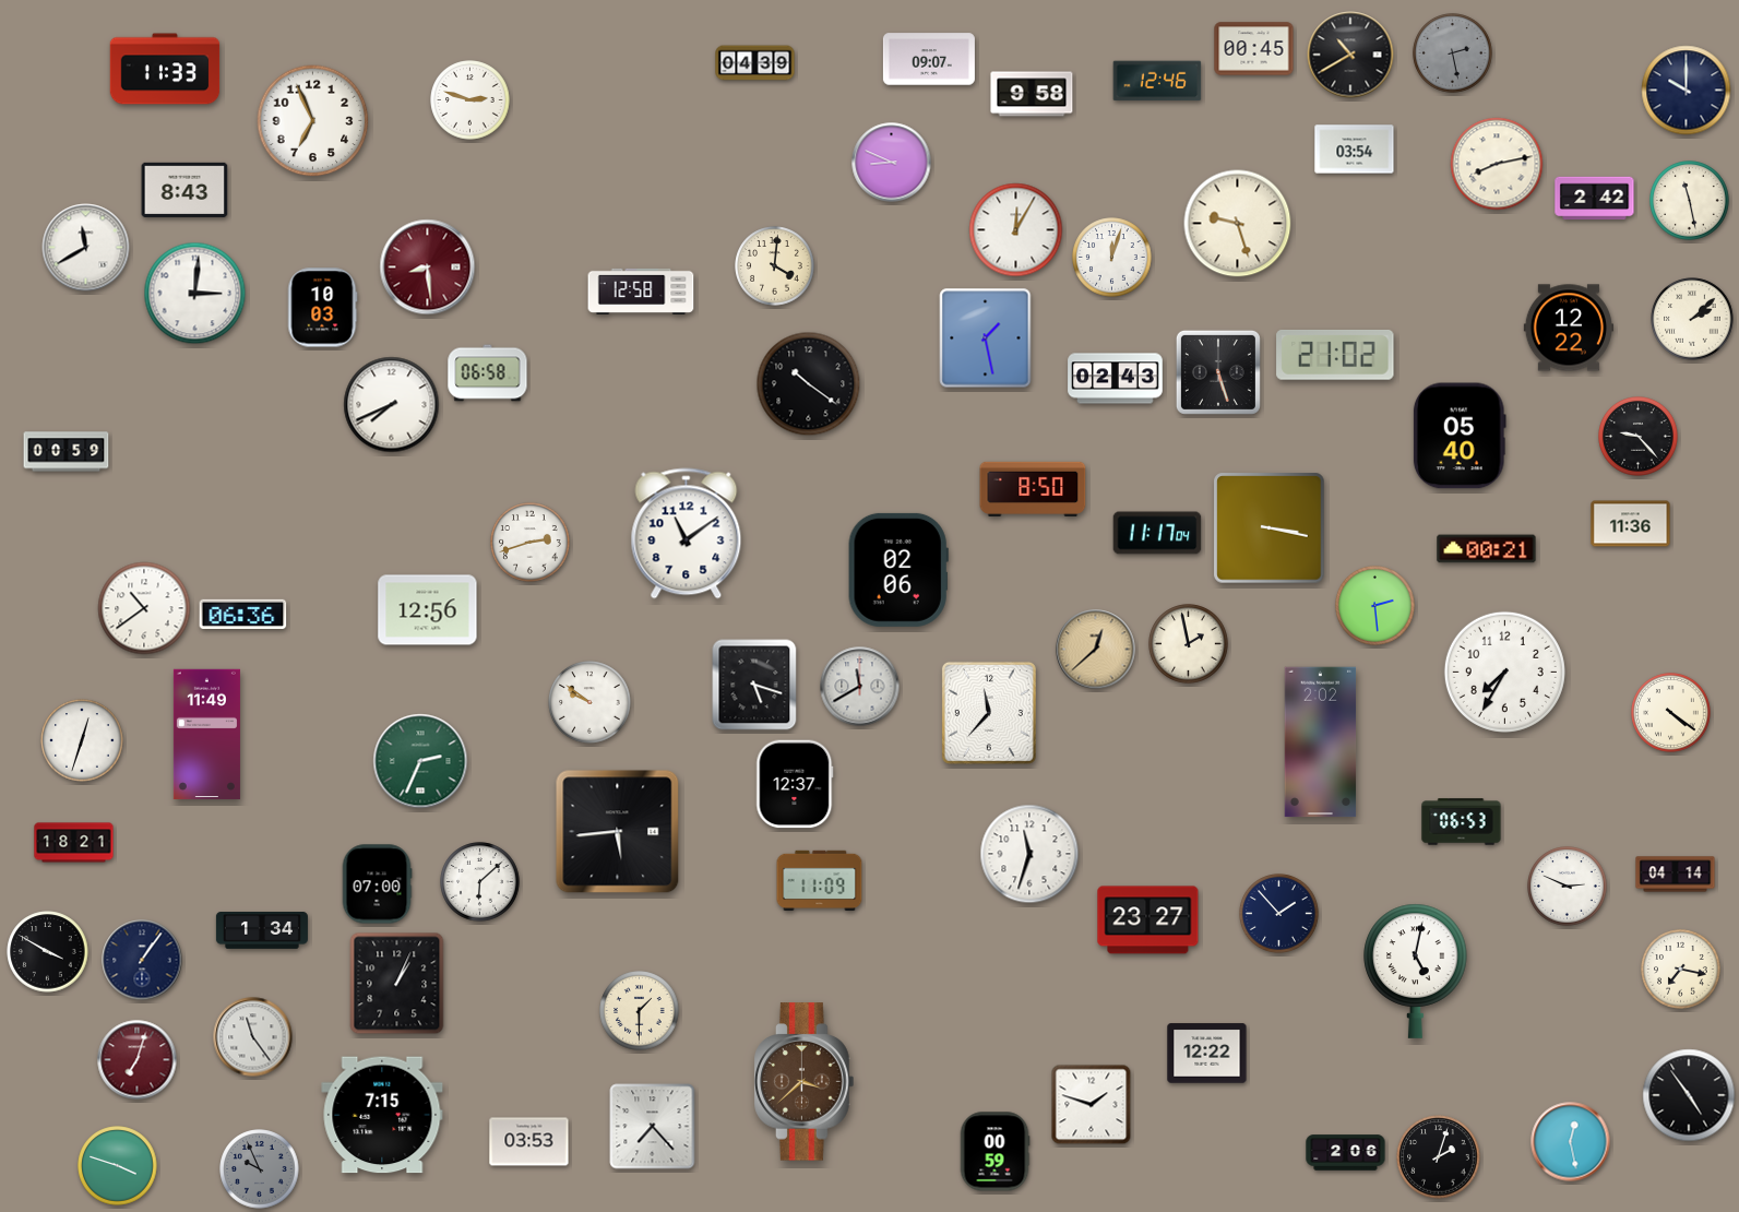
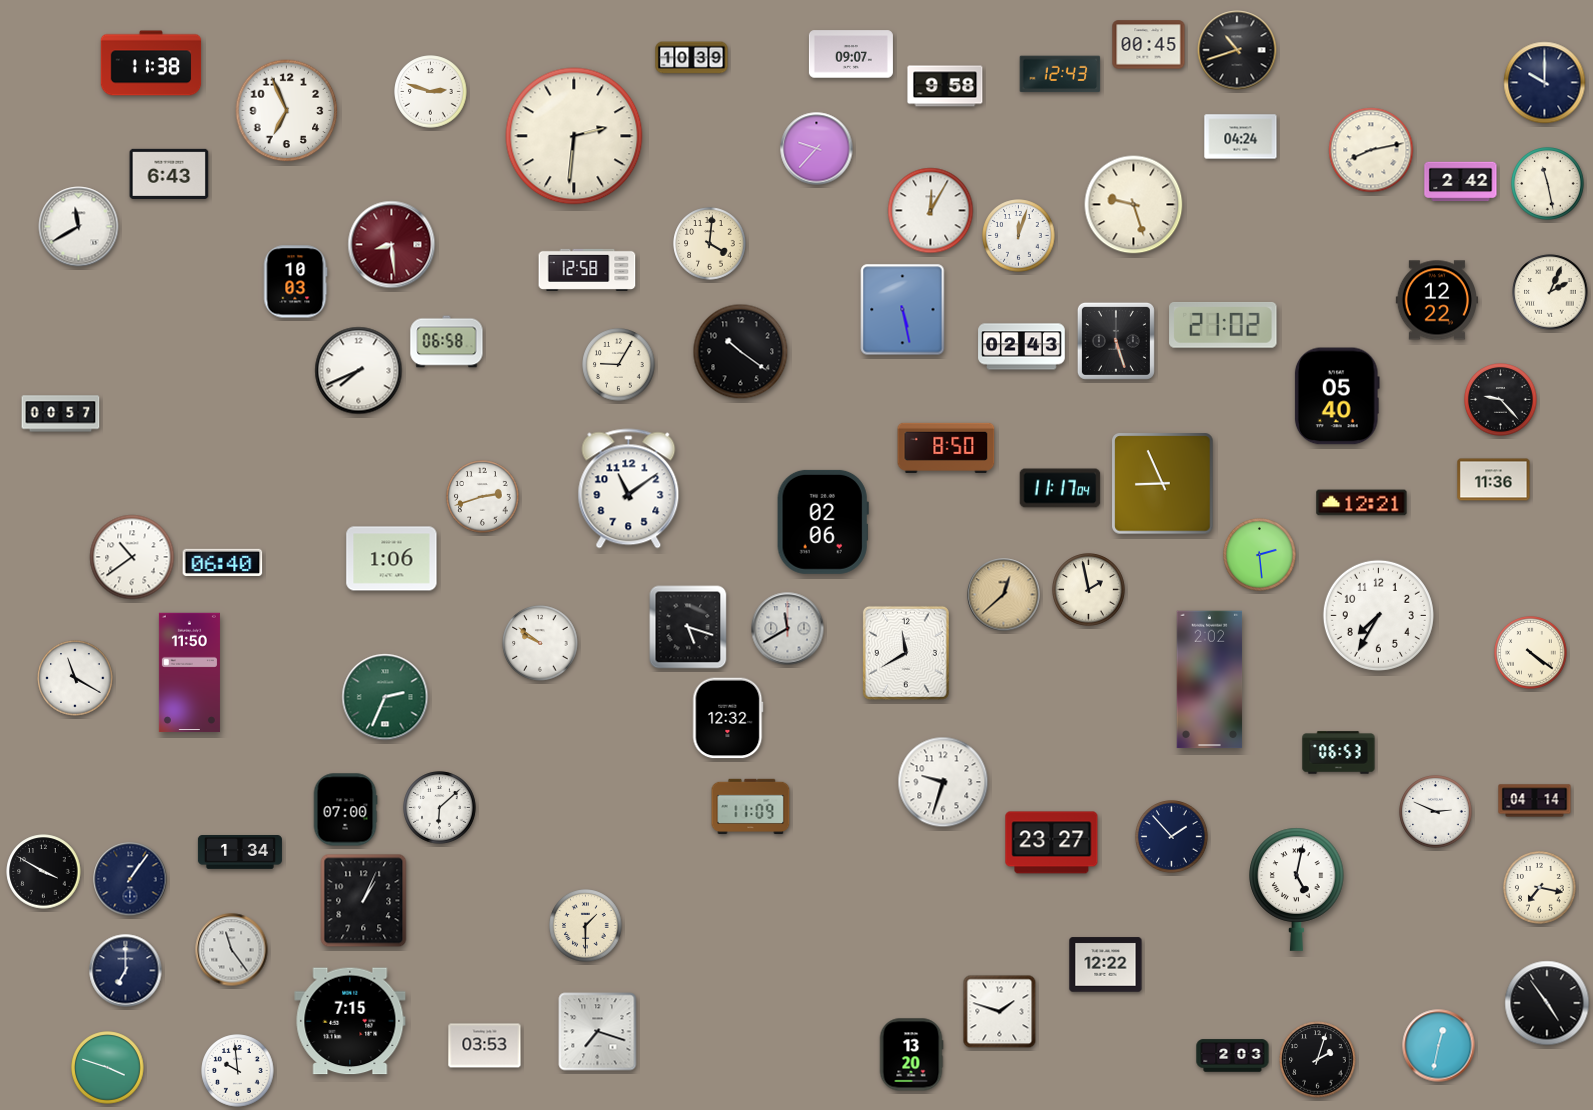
clock at (1453, 54): 2:28 -> none
clock at (1350, 55): 10:40 -> 10:42
clock at (755, 63): 04:39 -> 10:39
clock at (165, 69): 11:33 -> 11:38
clock at (1157, 81): 12:46 -> 12:43
clock at (574, 136): none -> 2:31
clock at (1355, 150): 03:54 -> 04:24
clock at (892, 163): 8:49 -> 9:37
clock at (184, 189): 8:43 -> 6:43
clock at (641, 292) position: (641, 292) -> (587, 270)
clock at (195, 294): 3:01 -> none
clock at (1692, 319): 2:08 -> 2:04
clock at (986, 338): 1:28 -> 5:28
clock at (619, 365): none -> 9:05
clock at (1460, 436) position: (1460, 436) -> (1337, 396)
clock at (67, 452): 00:59 -> 00:57
clock at (1270, 528): 3:17 -> 8:56
clock at (531, 543) position: (531, 543) -> (483, 497)
clock at (1487, 549): 00:21 -> 12:21
clock at (428, 610): 12:56 -> 1:06
clock at (243, 614): 06:36 -> 06:40
clock at (754, 685) position: (754, 685) -> (688, 627)
clock at (989, 713): 11:37 -> 11:40
clock at (206, 735): 11:49 -> 11:50
clock at (82, 740): 12:33 -> 11:20
clock at (795, 784): 12:37 -> 12:32
clock at (618, 832): 5:44 -> none
clock at (74, 843): 18:21 -> none
clock at (1029, 854): 11:33 -> 9:33
clock at (138, 1060): 7:03 -> 7:00
clock at (138, 1060) dial: burgundy -> navy
clock at (805, 1082): 3:38 -> none
clock at (653, 1127): 7:23 -> 7:18
clock at (1571, 1142): 12:28 -> 12:32
clock at (994, 1152): 00:59 -> 13:20
clock at (1346, 1153): 2:06 -> 2:03
clock at (260, 1169): 9:56 -> 9:59
clock at (260, 1169) dial: grey -> white
